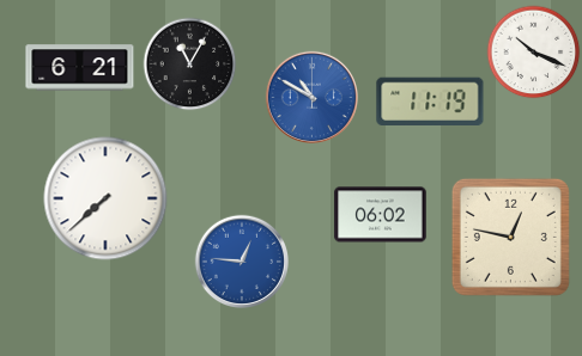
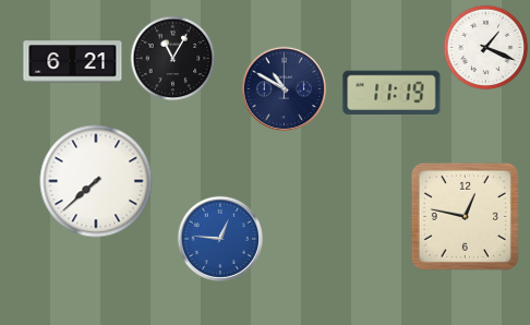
clock at (533, 51): 10:19 -> 1:19
clock at (311, 97) dial: blue -> navy
clock at (381, 215): 06:02 -> none
